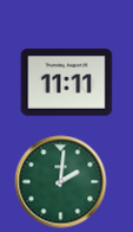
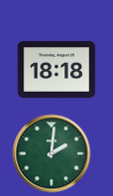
clock at (66, 83): 11:11 -> 18:18
